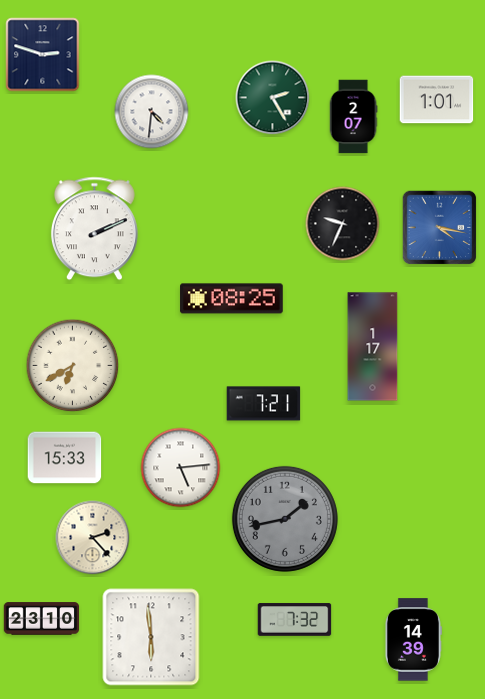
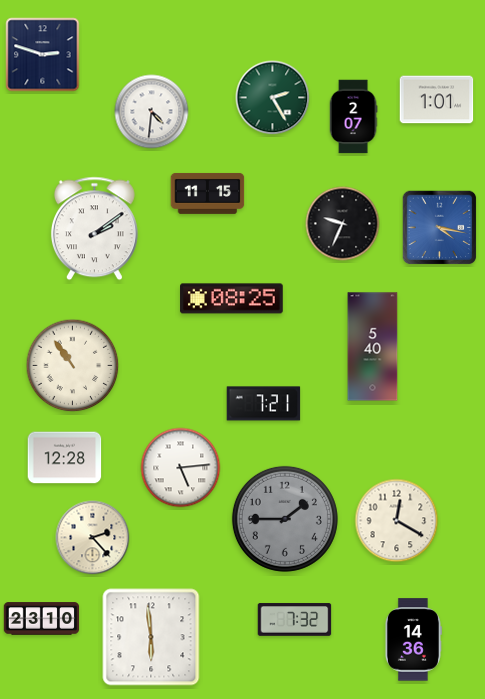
clock at (208, 193): none -> 11:15
clock at (94, 229): 2:11 -> 2:09
clock at (373, 347): 1:17 -> 5:40
clock at (73, 366): 6:40 -> 10:54
clock at (65, 458): 15:33 -> 12:28
clock at (285, 519): 1:43 -> 1:45
clock at (397, 521): none -> 12:20
clock at (413, 640): 14:39 -> 14:36
